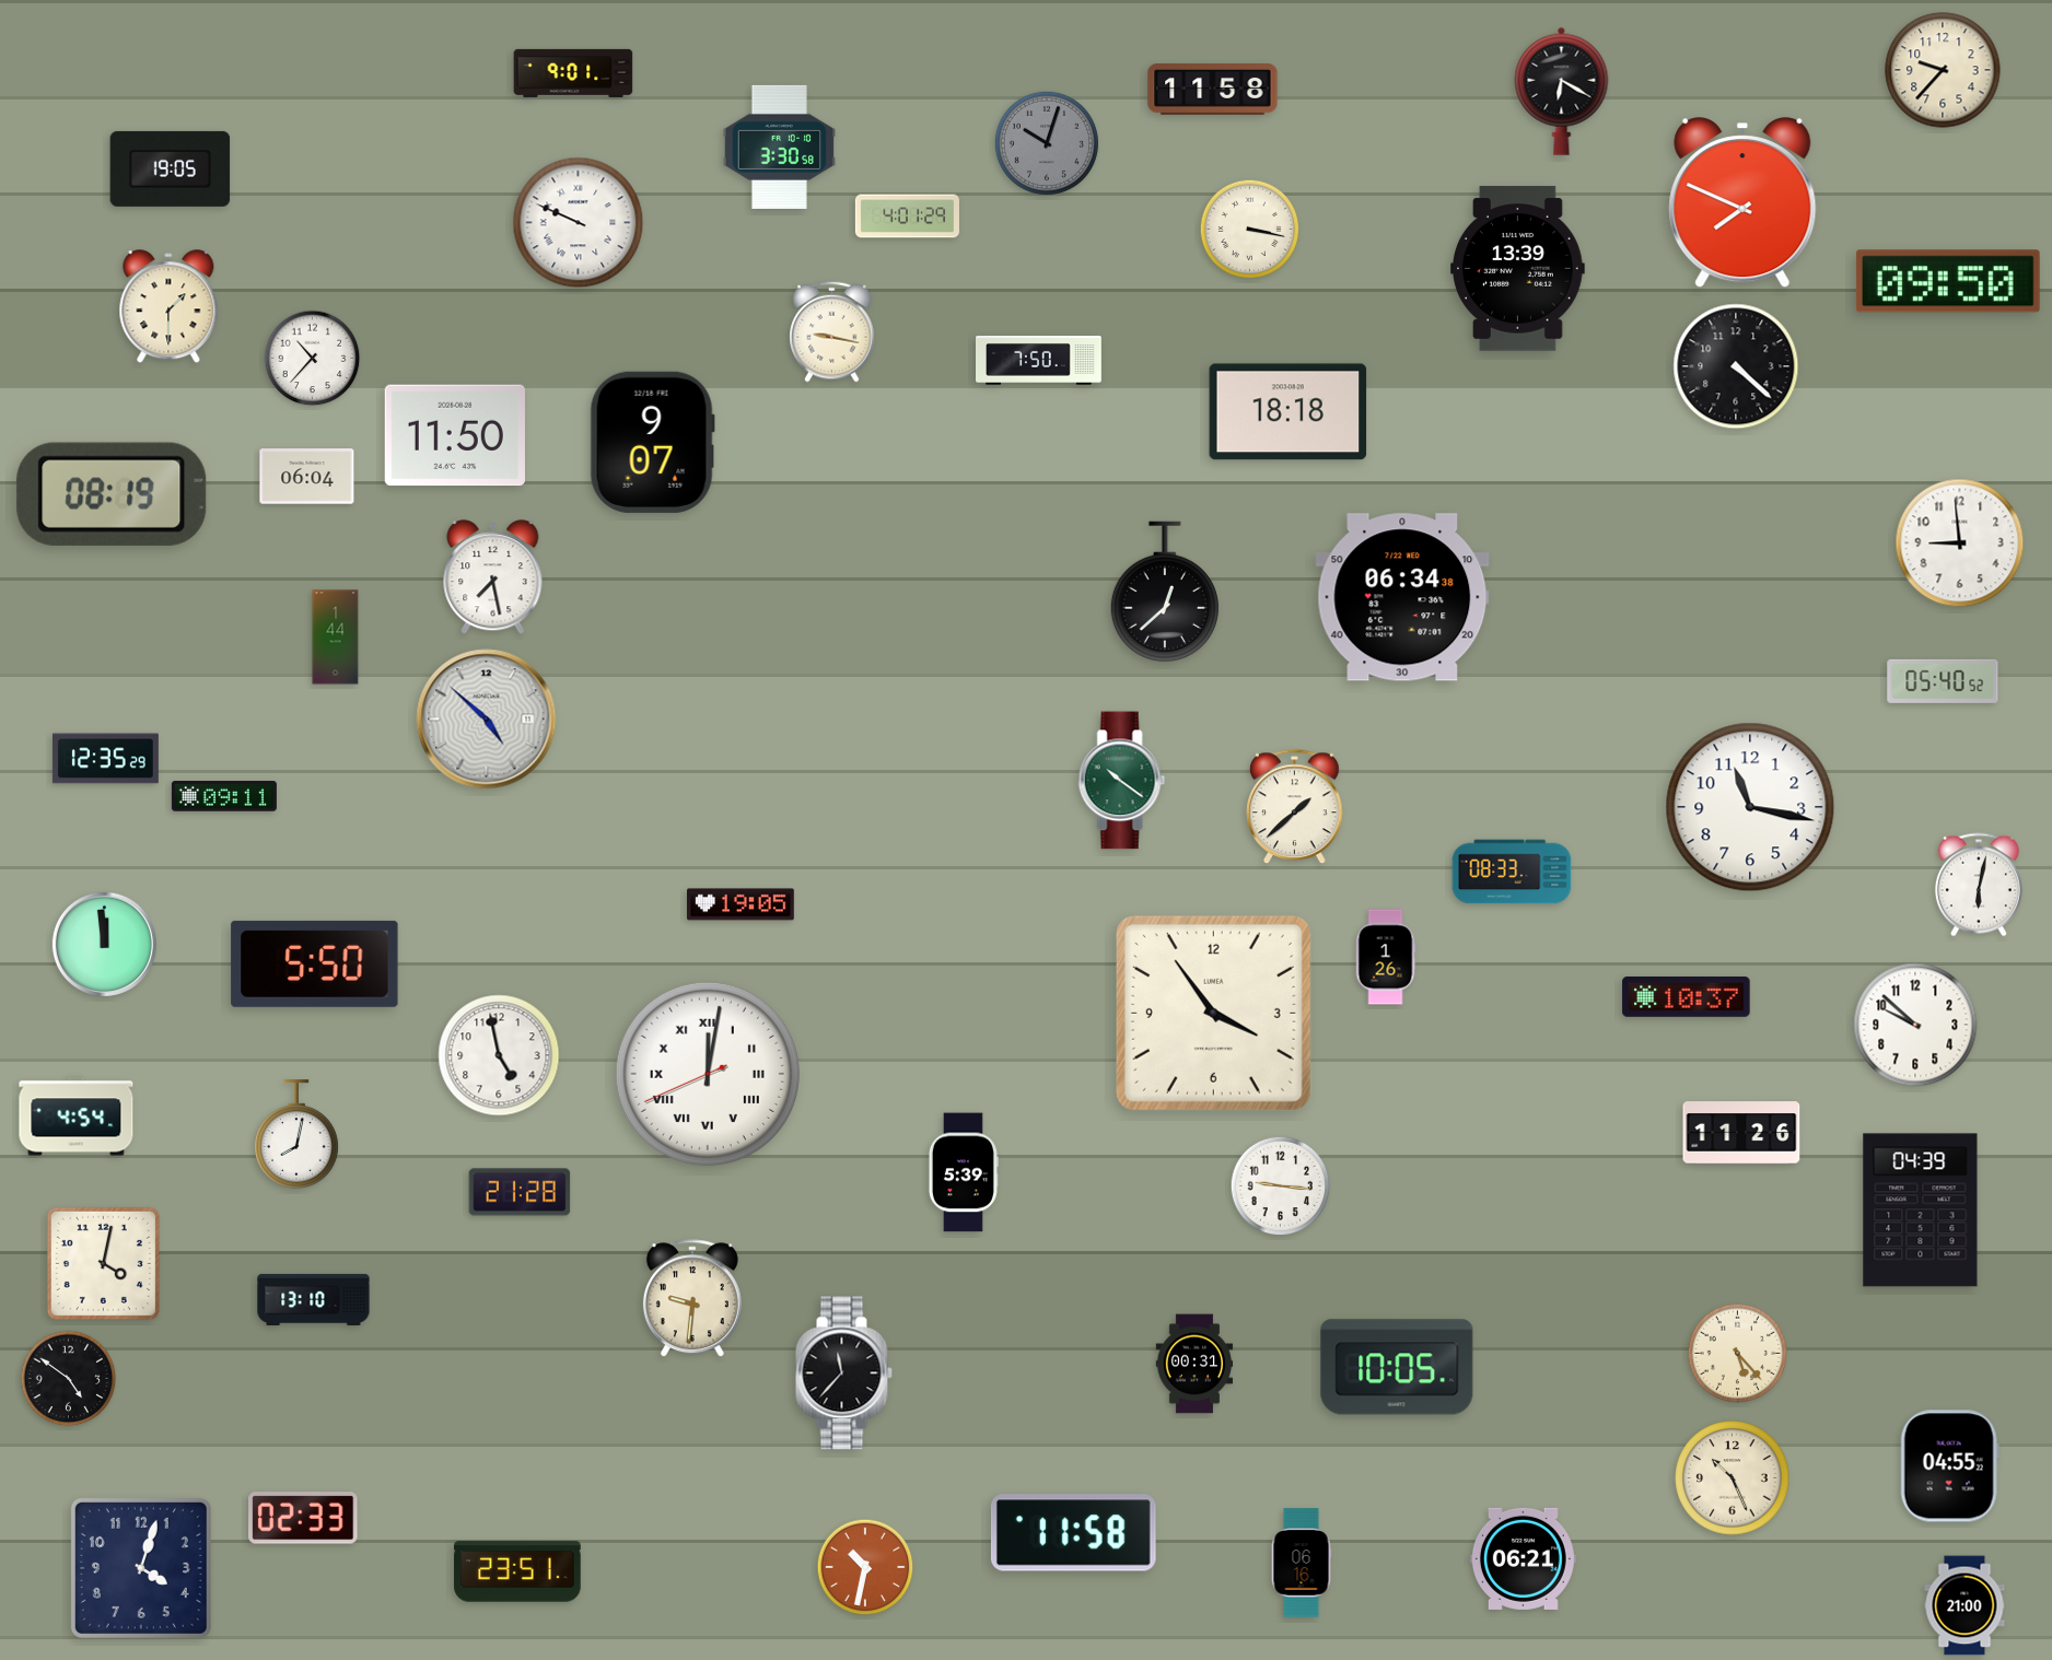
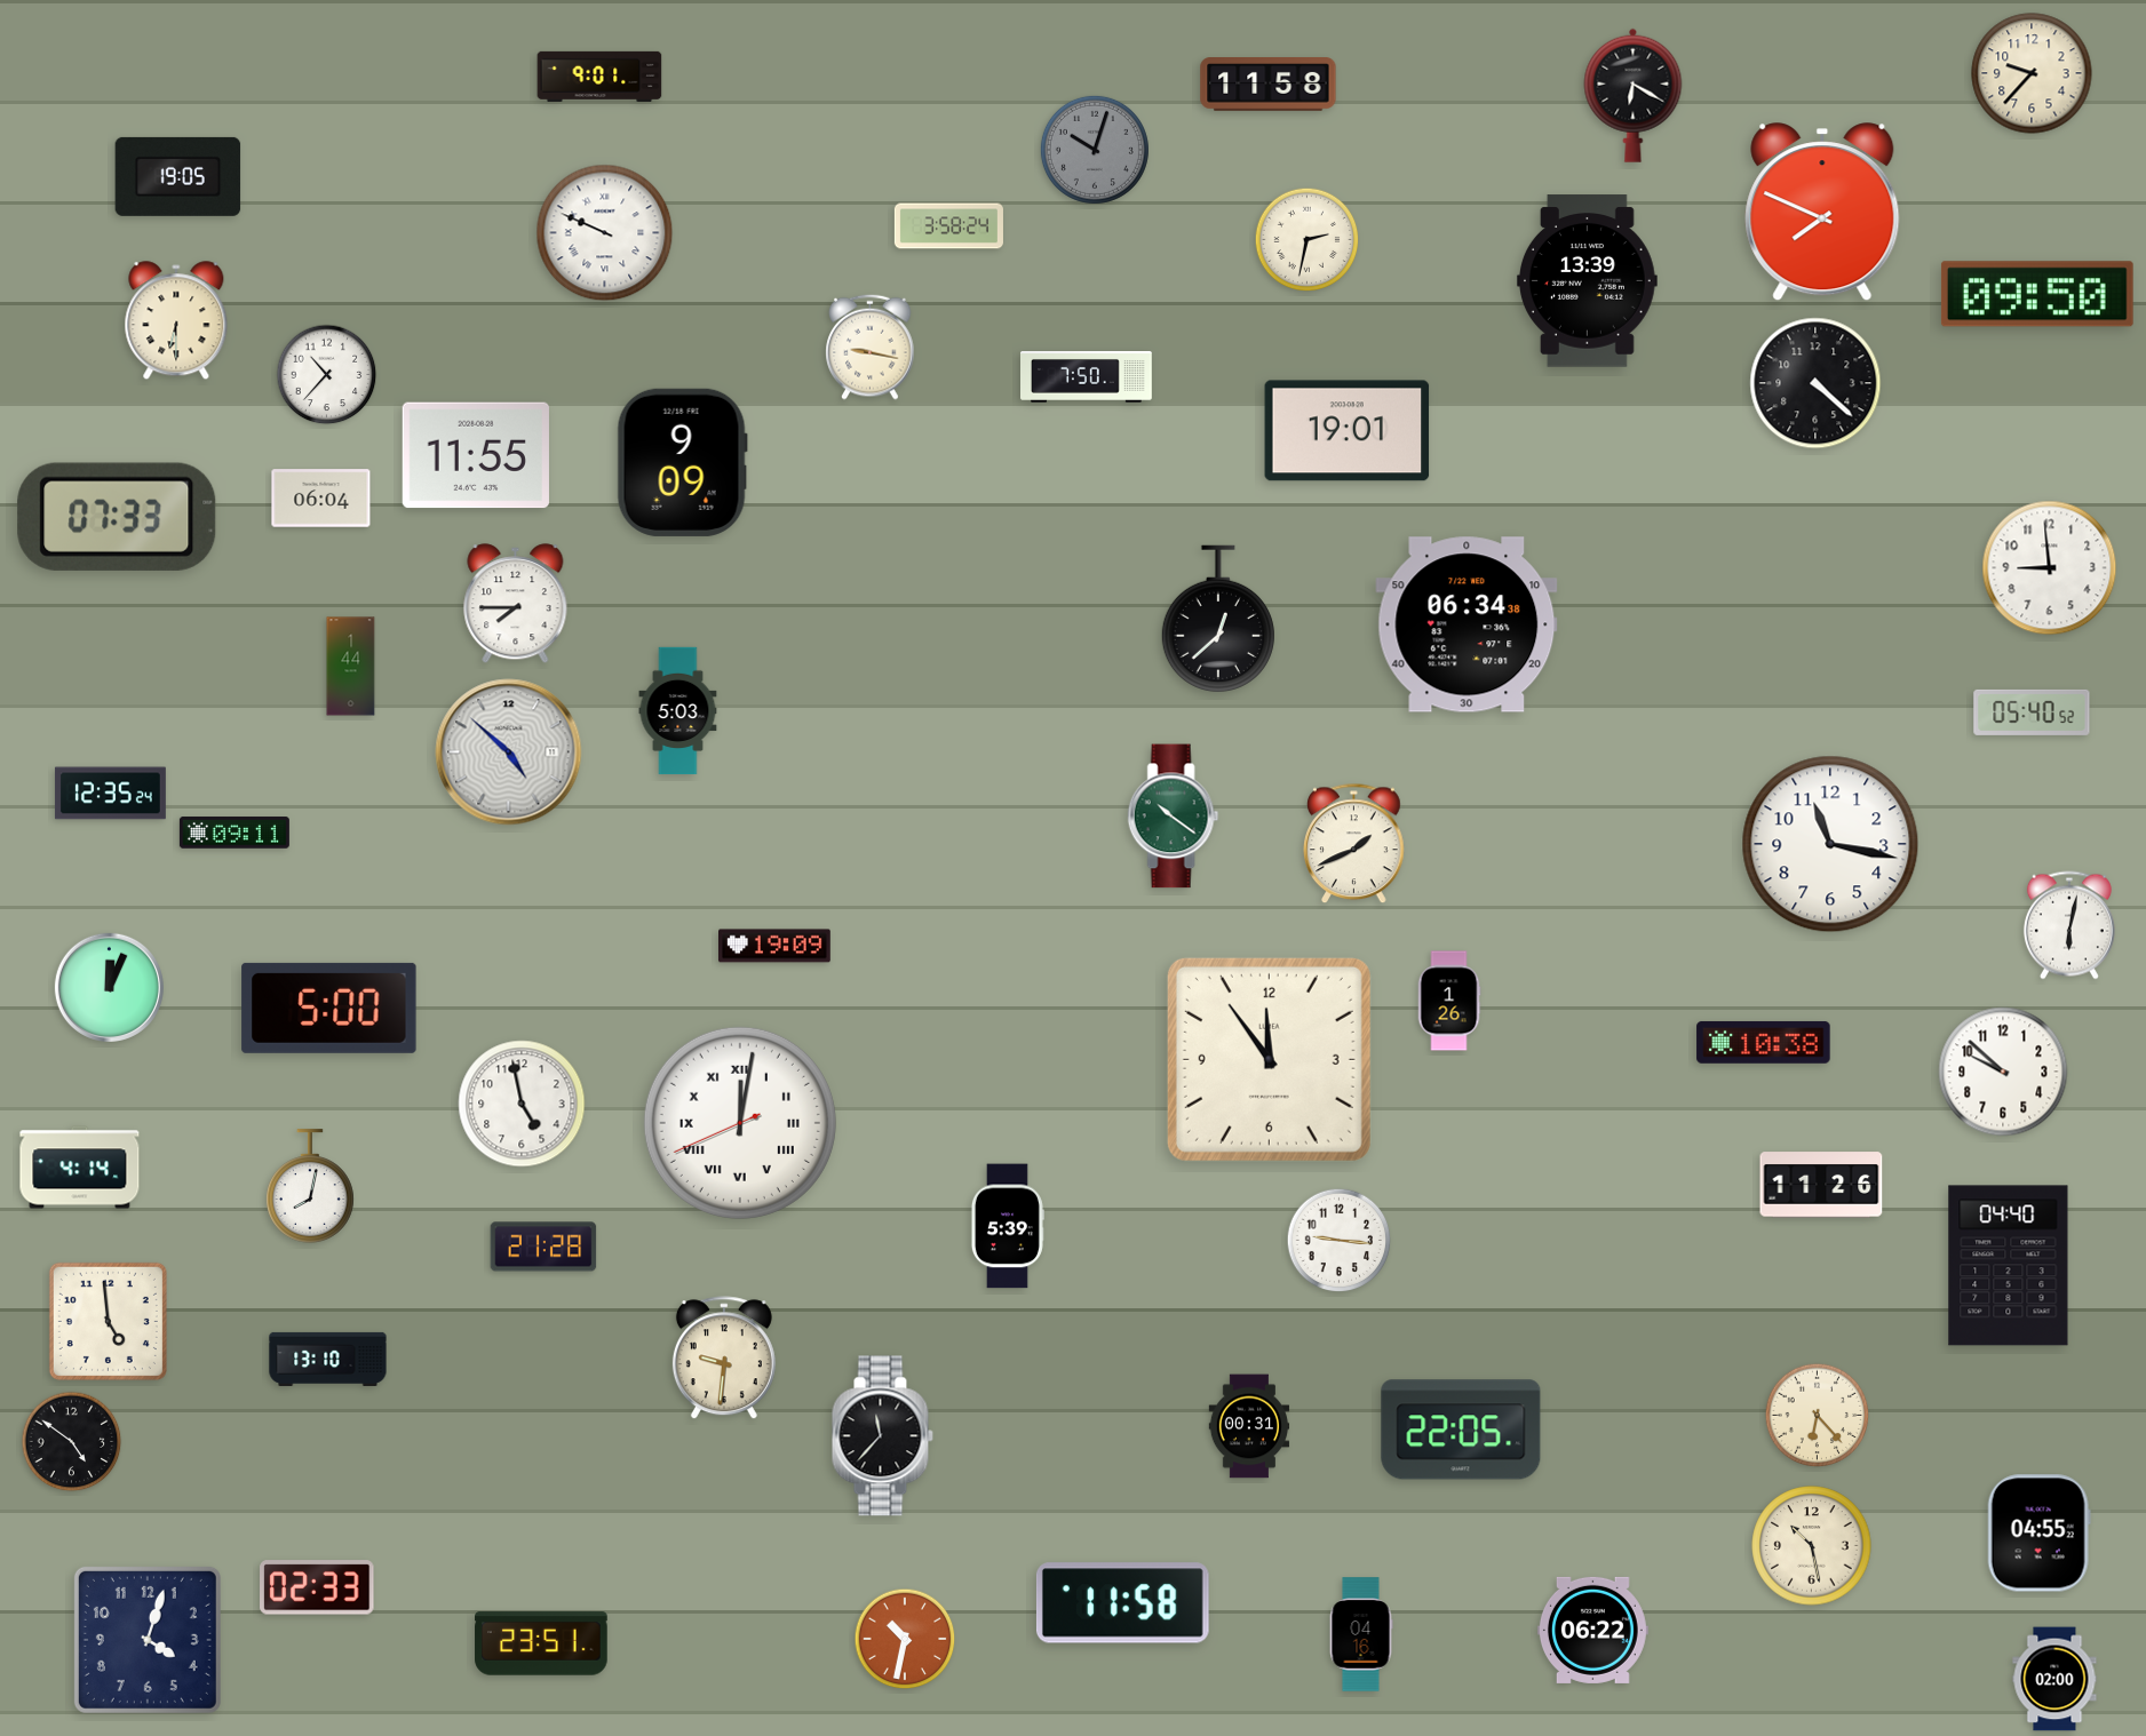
clock at (1213, 90) position: (1213, 90) -> (1269, 85)
clock at (780, 147): 3:30 -> none
clock at (907, 217): 4:01 -> 3:58
clock at (1250, 230): 3:17 -> 2:32
clock at (168, 307): 1:30 -> 6:30
clock at (1289, 412): 18:18 -> 19:01
clock at (455, 435): 11:50 -> 11:55
clock at (652, 442): 9:07 -> 9:09
clock at (112, 494): 08:19 -> 07:33
clock at (493, 577): 7:28 -> 7:45
clock at (678, 711): none -> 5:03
clock at (105, 759): 12:35:29 -> 12:35:24
clock at (1295, 807): 1:38 -> 1:41
clock at (1512, 872): 08:33 -> none
clock at (742, 904): 19:05 -> 19:09
clock at (104, 944): 11:59 -> 12:04
clock at (315, 963): 5:50 -> 5:00
clock at (1687, 996): 10:37 -> 10:38
clock at (1213, 1013): 3:54 -> 11:54
clock at (77, 1117): 4:54 -> 4:14
clock at (1921, 1211): 04:39 -> 04:40
clock at (103, 1263): 4:02 -> 4:59
clock at (1738, 1354): 5:23 -> 6:23
clock at (1397, 1367): 10:05 -> 22:05
clock at (1733, 1478): 10:26 -> 10:28
clock at (1523, 1558): 06:21 -> 06:22
clock at (1302, 1563): 06:16 -> 04:16
clock at (1964, 1605): 21:00 -> 02:00
